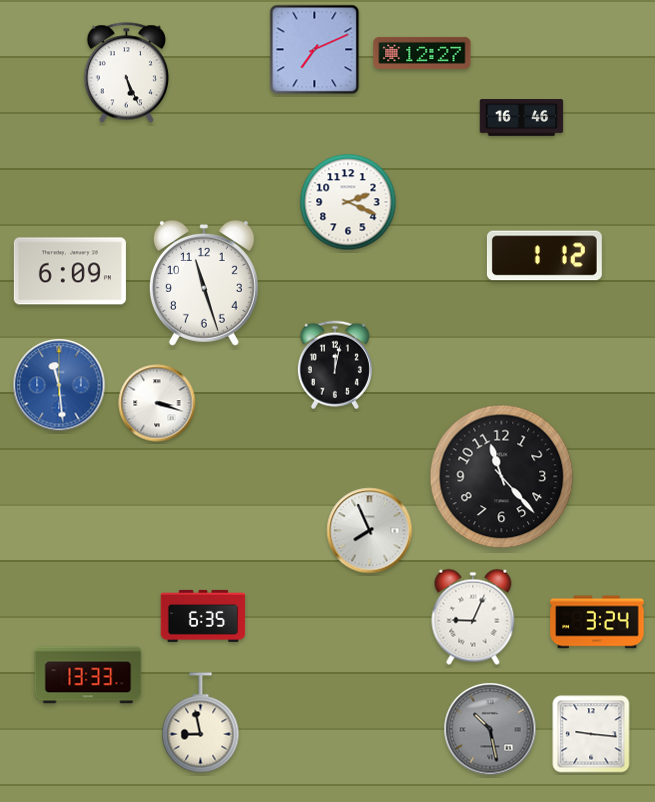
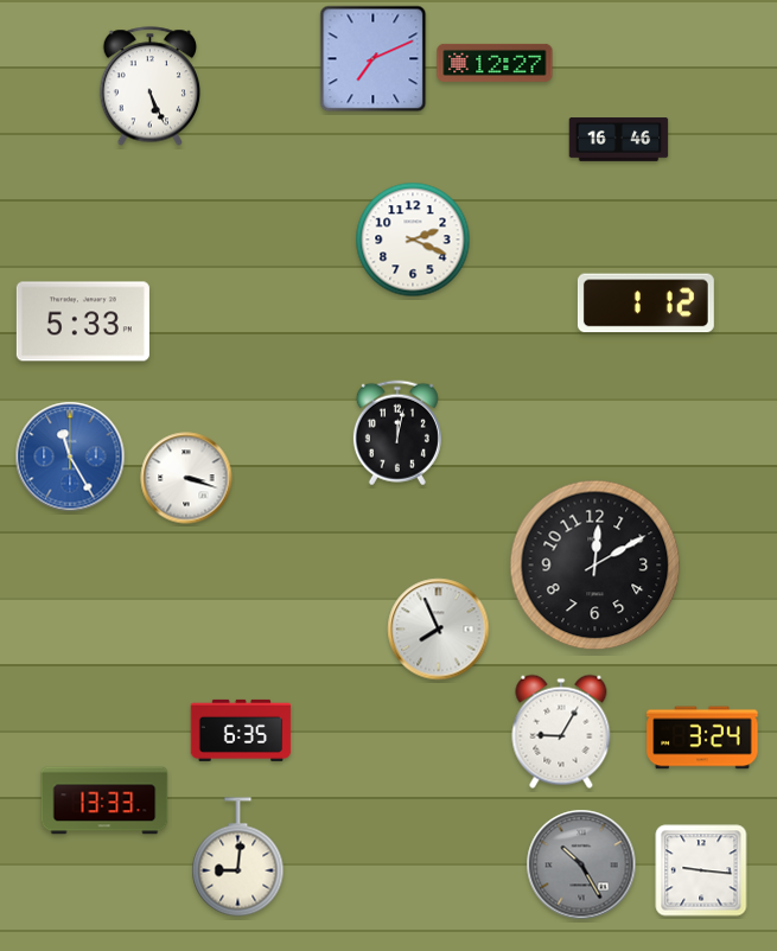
clock at (422, 53) position: (422, 53) -> (495, 63)
clock at (70, 271): 6:09 -> 5:33
clock at (204, 283): 11:27 -> none
clock at (59, 385): 11:29 -> 11:25
clock at (502, 477): 11:23 -> 12:10
clock at (473, 617): 9:04 -> 9:05
clock at (597, 622) position: (597, 622) -> (702, 738)
clock at (201, 723): 8:58 -> 9:01
clock at (490, 729): 10:28 -> 10:25
